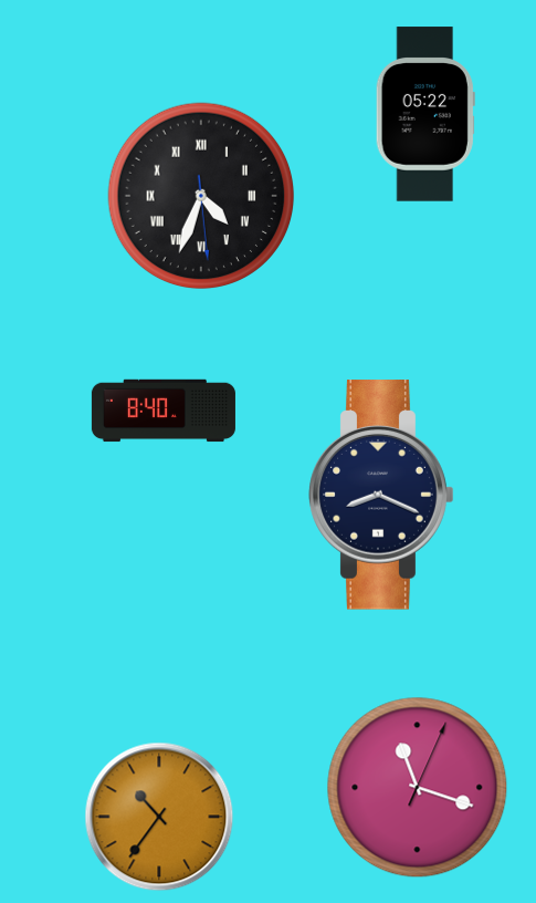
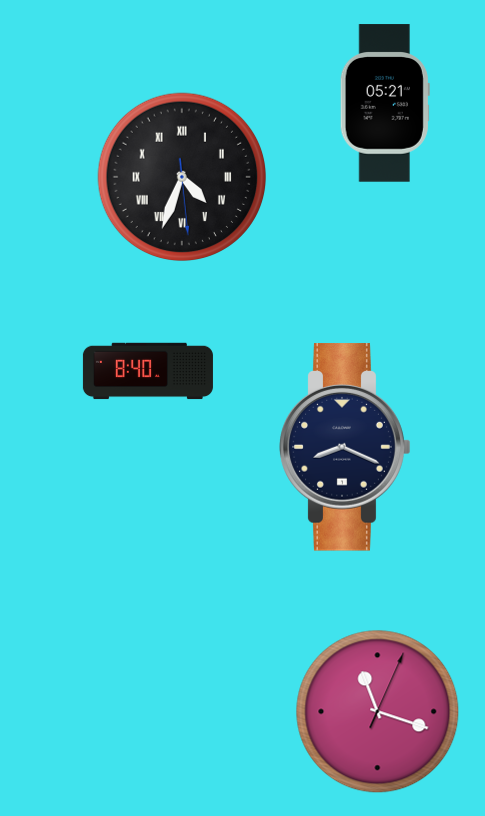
clock at (425, 114): 05:22 -> 05:21
clock at (159, 817): 10:36 -> none
